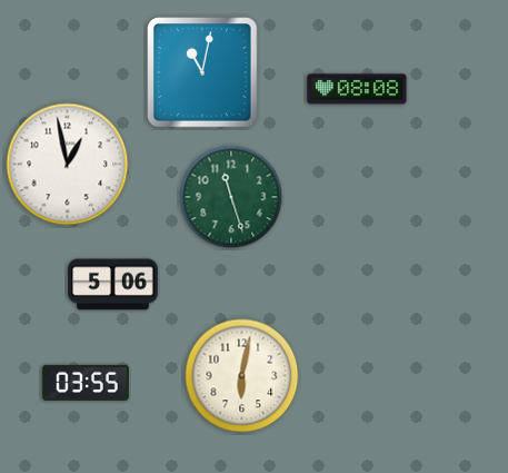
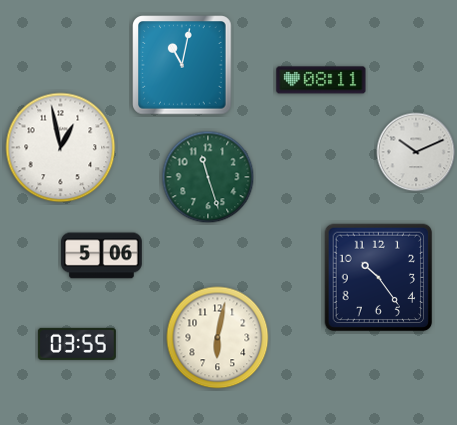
clock at (357, 89): 08:08 -> 08:11
clock at (416, 152): none -> 10:11
clock at (379, 278): none -> 10:24
